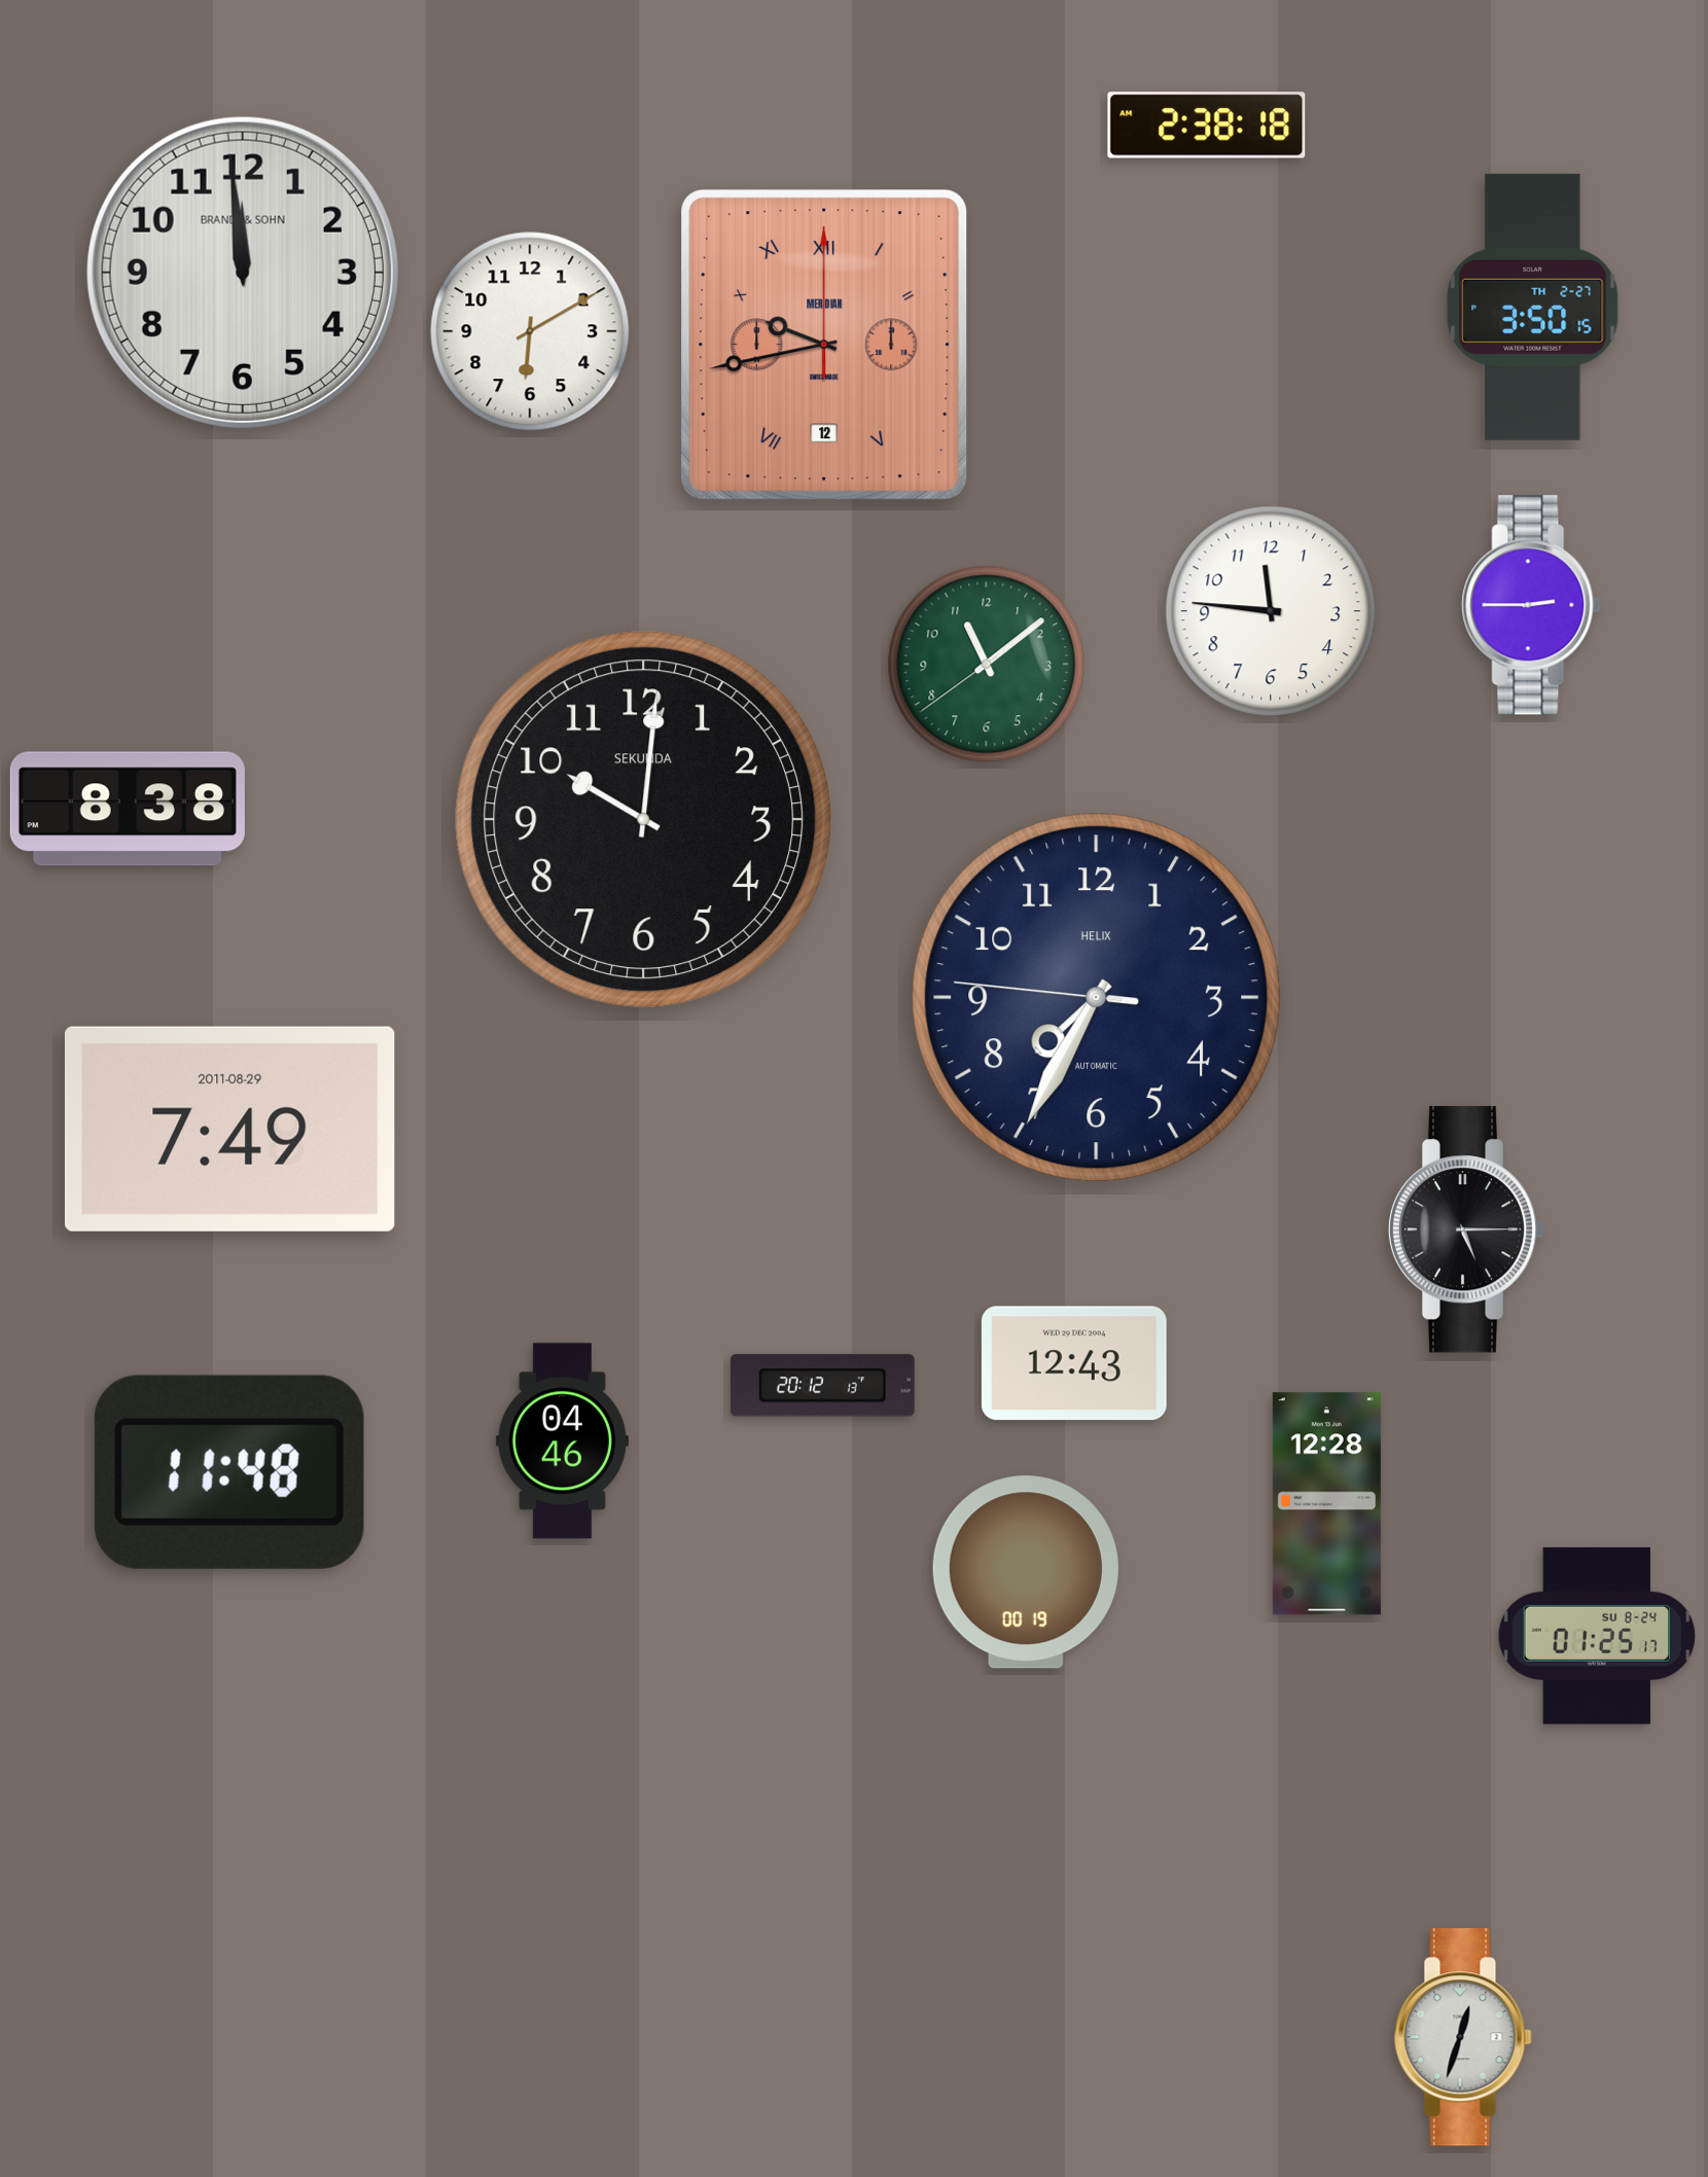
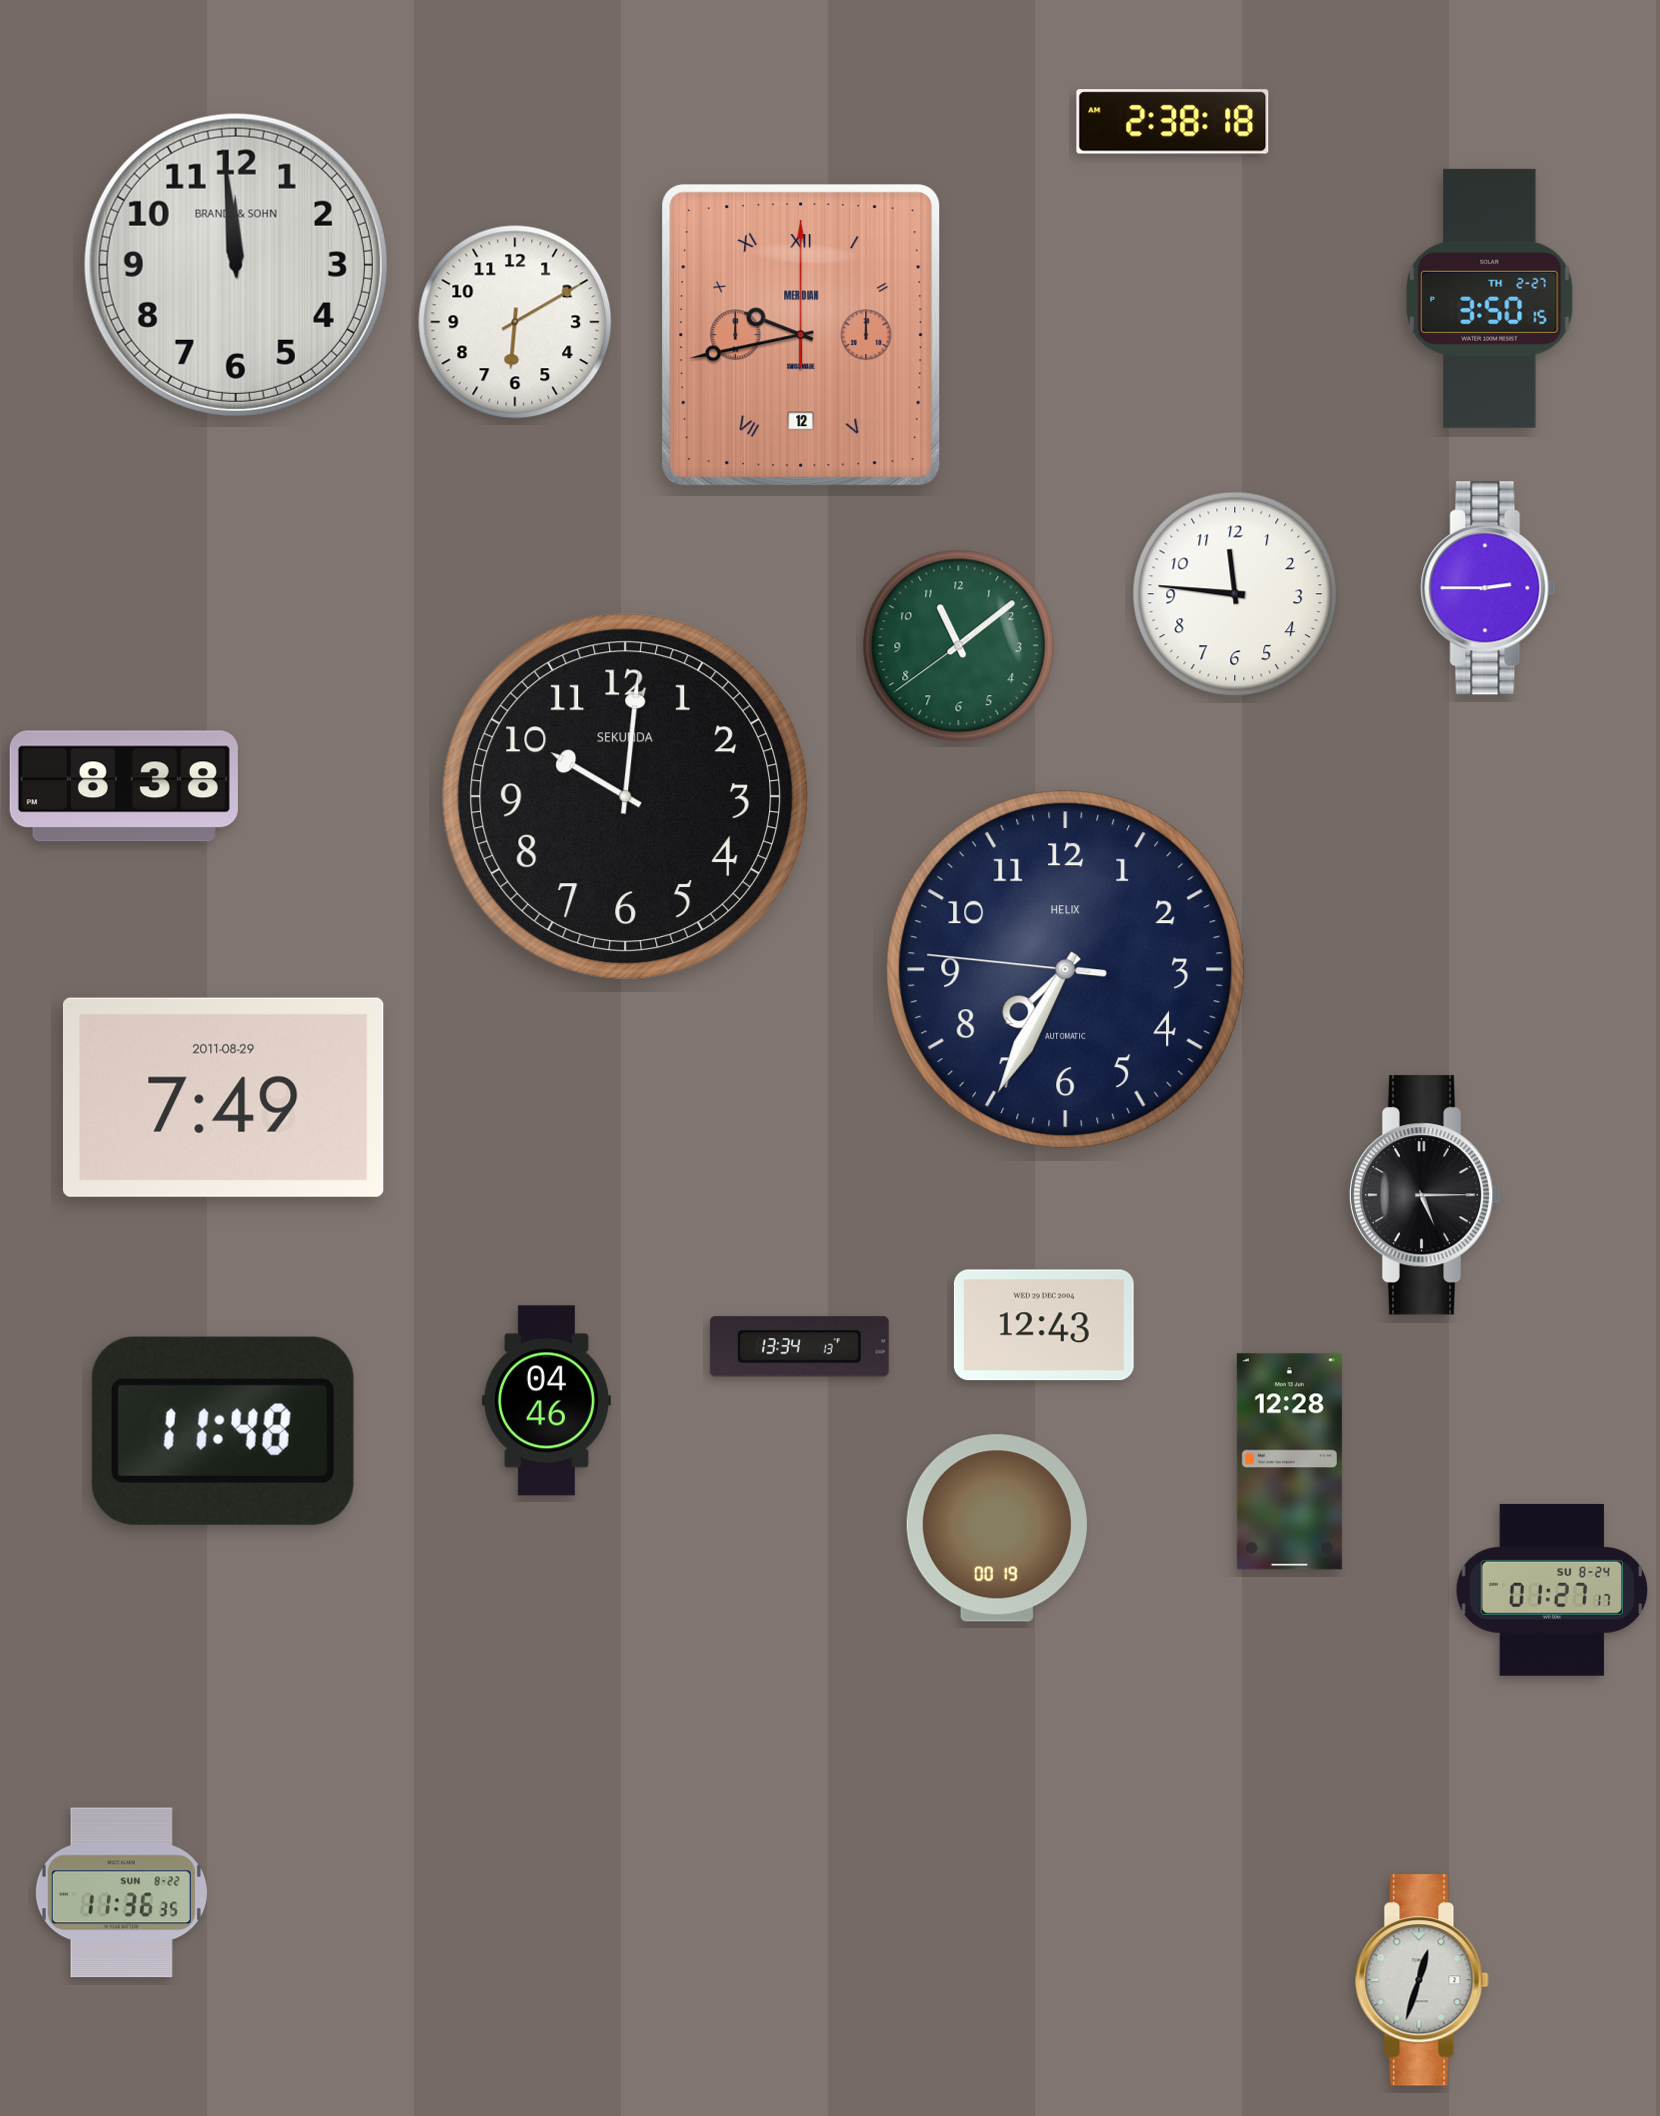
clock at (822, 1386): 20:12 -> 13:34
clock at (1597, 1636): 01:25 -> 01:27
clock at (121, 1893): none -> 11:36
